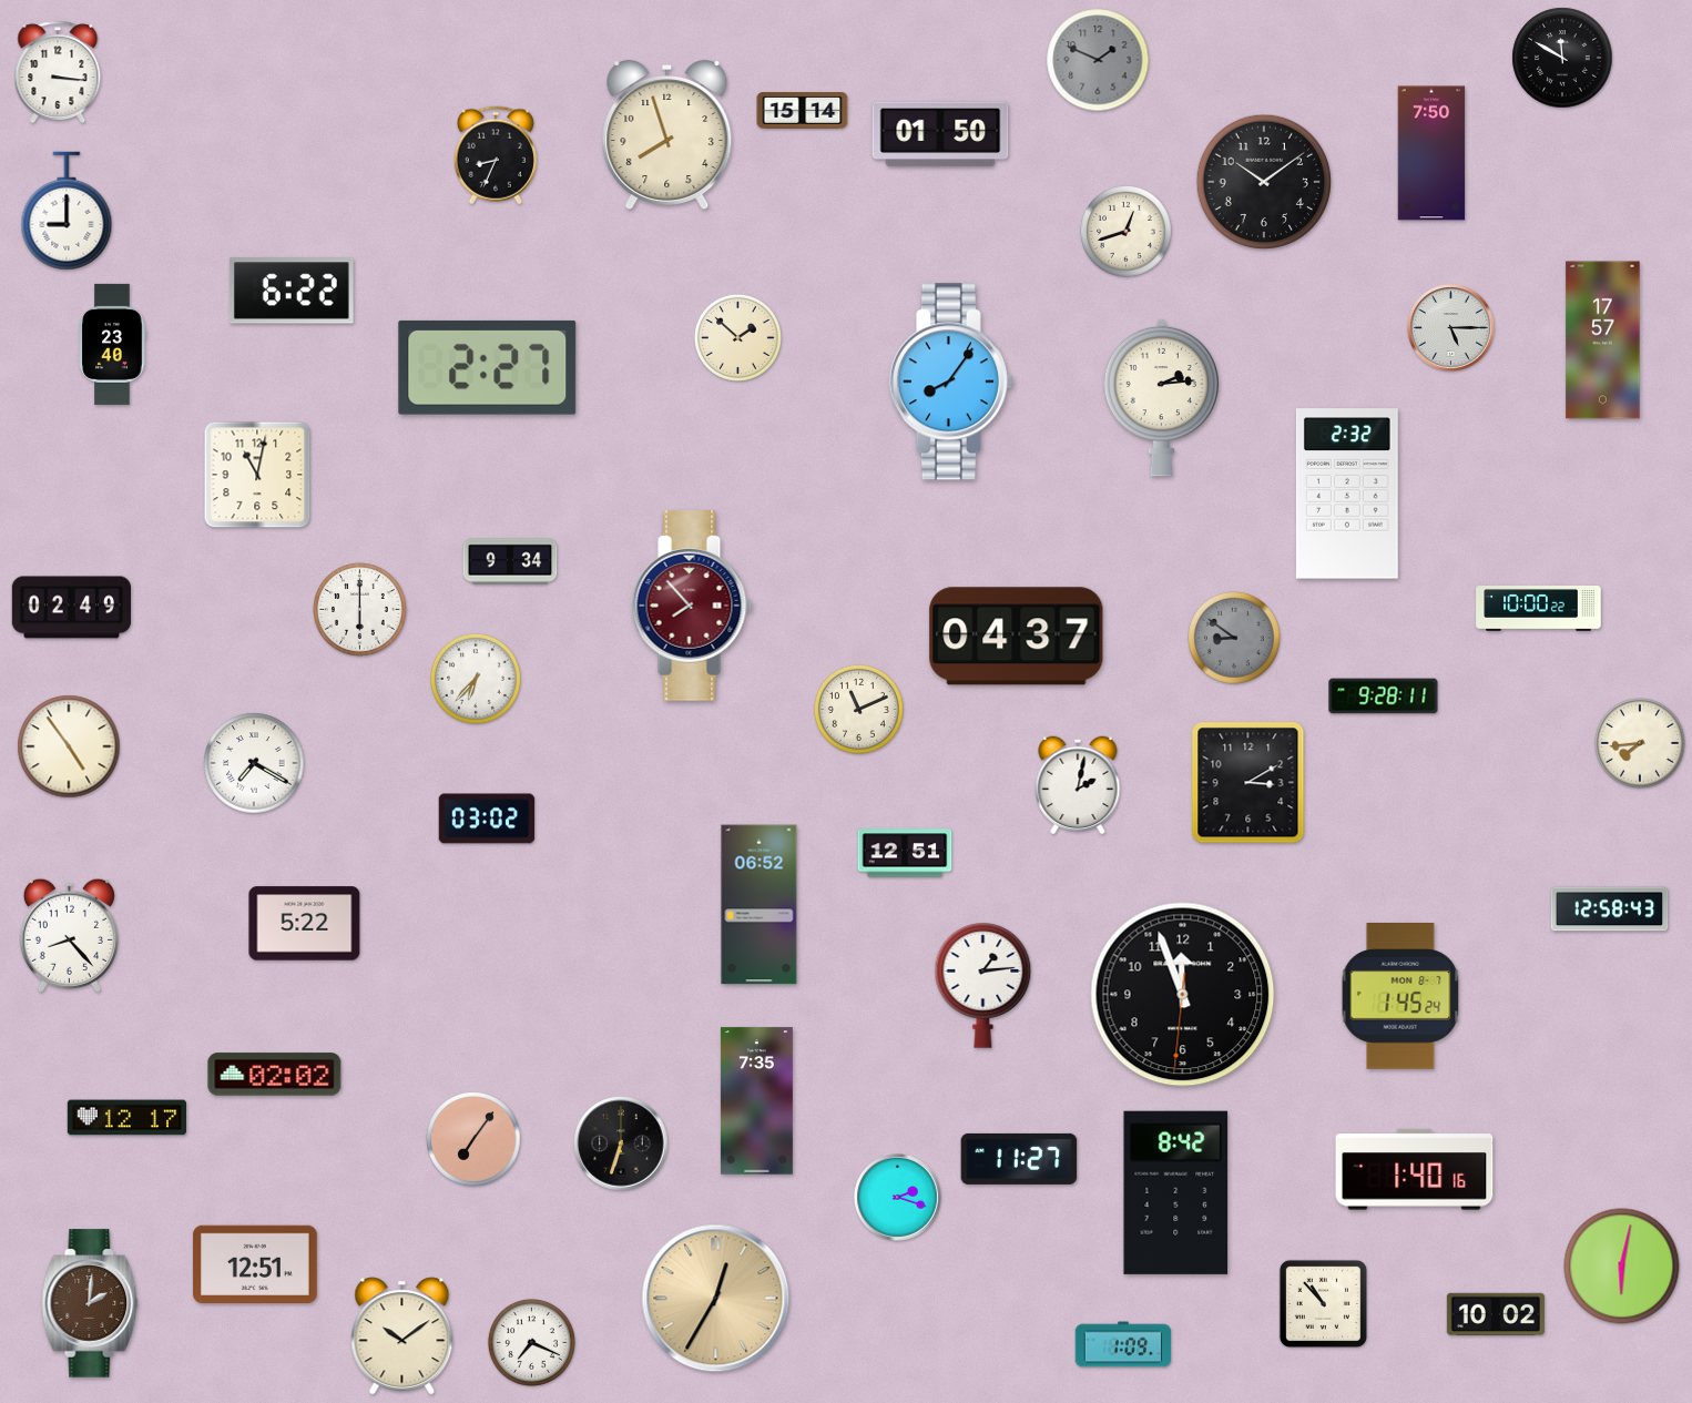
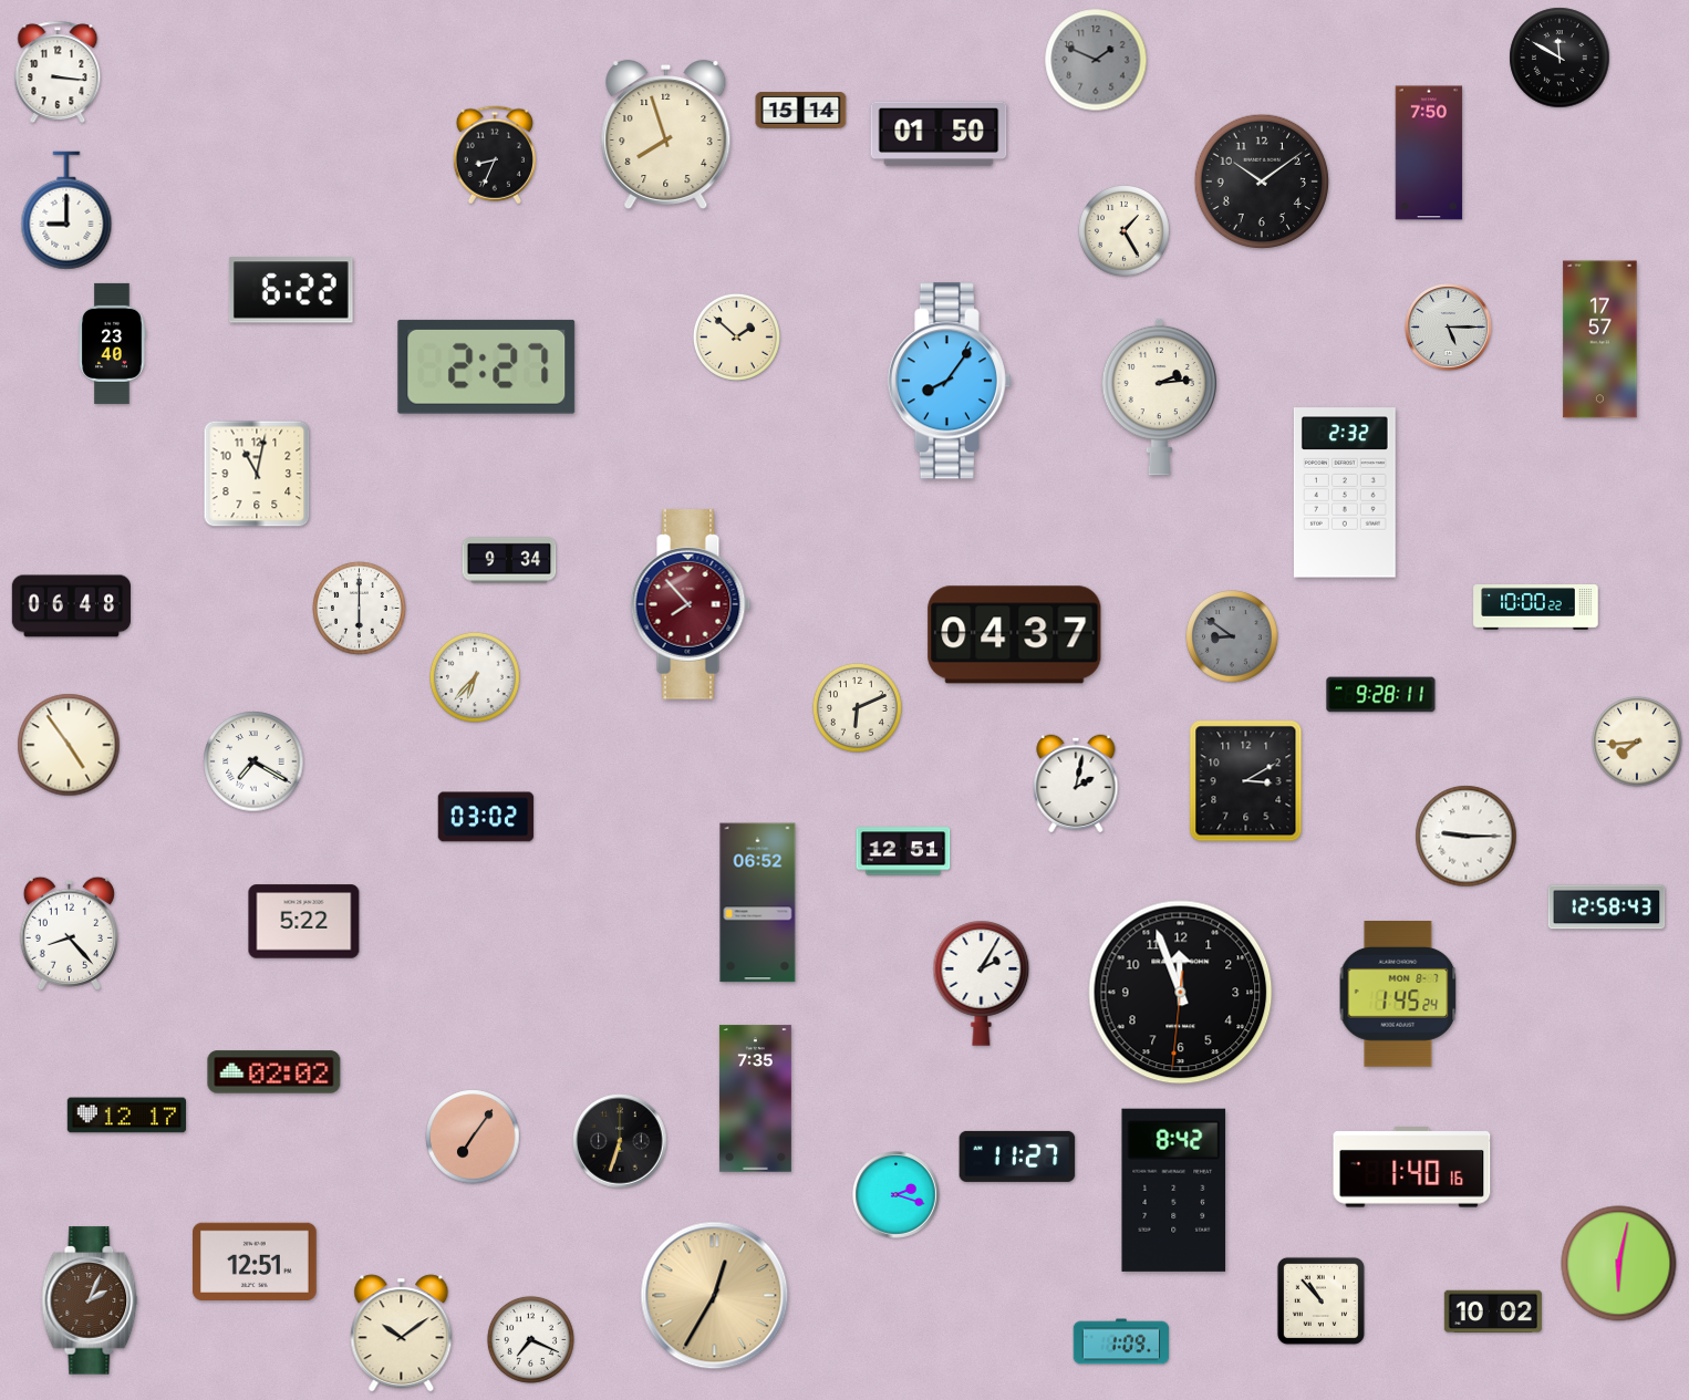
clock at (1127, 232): 12:42 -> 1:25
clock at (71, 608): 02:49 -> 06:48
clock at (858, 709): 11:11 -> 6:11
clock at (1467, 837): none -> 9:15
clock at (983, 986): 1:14 -> 2:05
clock at (90, 1303): 2:01 -> 2:04
